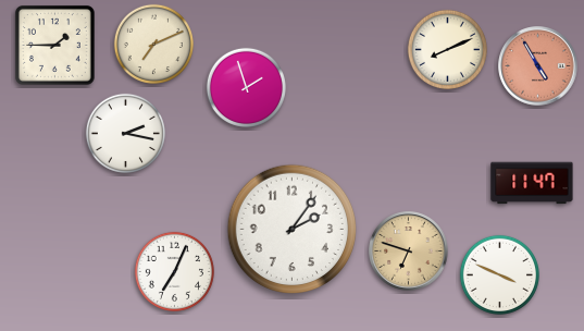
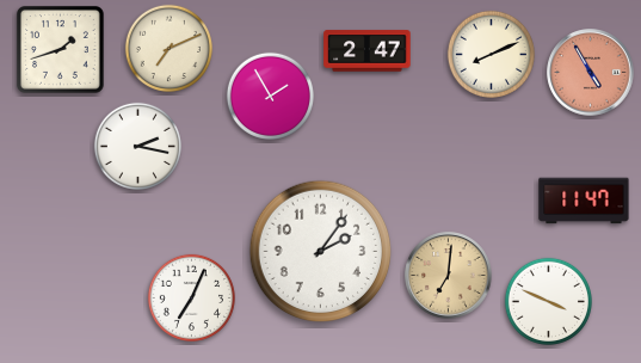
clock at (54, 45): 1:45 -> 1:42
clock at (368, 51): none -> 2:47
clock at (246, 87): 1:57 -> 1:55
clock at (409, 252): 6:48 -> 7:01
